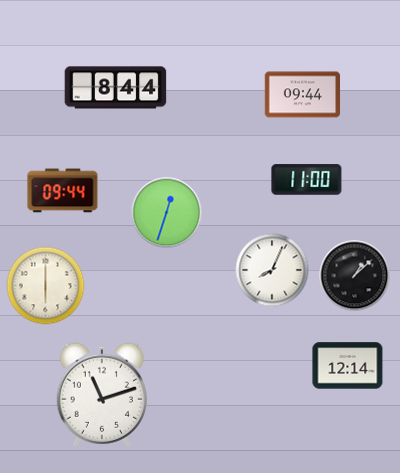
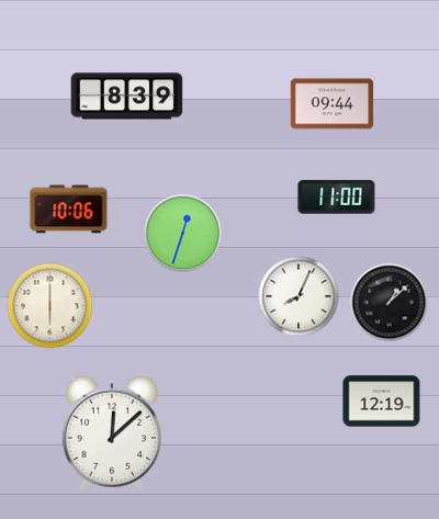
clock at (116, 88): 8:44 -> 8:39
clock at (63, 191): 09:44 -> 10:06
clock at (46, 286) position: (46, 286) -> (50, 306)
clock at (348, 366): 12:14 -> 12:19
clock at (102, 395): 11:12 -> 12:08
